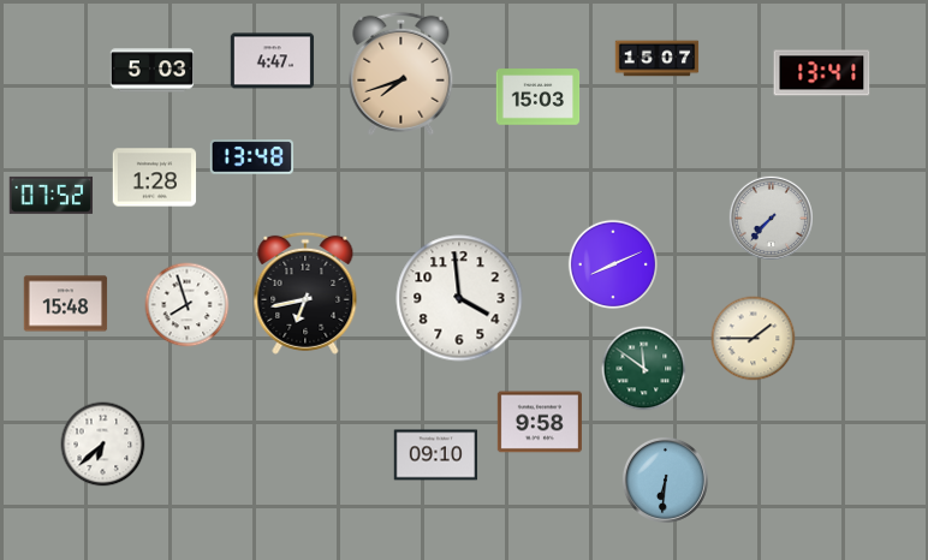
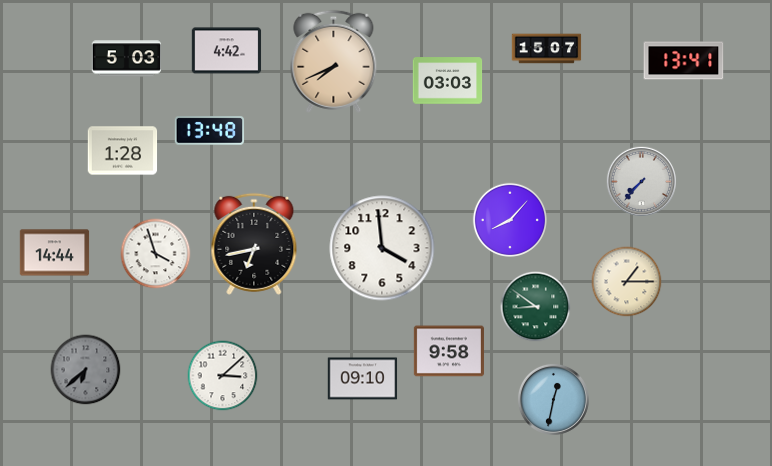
clock at (273, 61): 4:47 -> 4:42
clock at (401, 73): 7:42 -> 7:41
clock at (539, 97): 15:03 -> 03:03
clock at (155, 178) position: (155, 178) -> (123, 151)
clock at (52, 195): 07:52 -> none
clock at (612, 263): 8:11 -> 8:07
clock at (66, 304): 15:48 -> 14:44
clock at (188, 305): 7:57 -> 3:57
clock at (754, 339): 1:45 -> 1:15
clock at (644, 369): 11:51 -> 8:51
clock at (103, 445) dial: white -> grey
clock at (223, 376): none -> 3:08
clock at (665, 479): 6:31 -> 12:32
